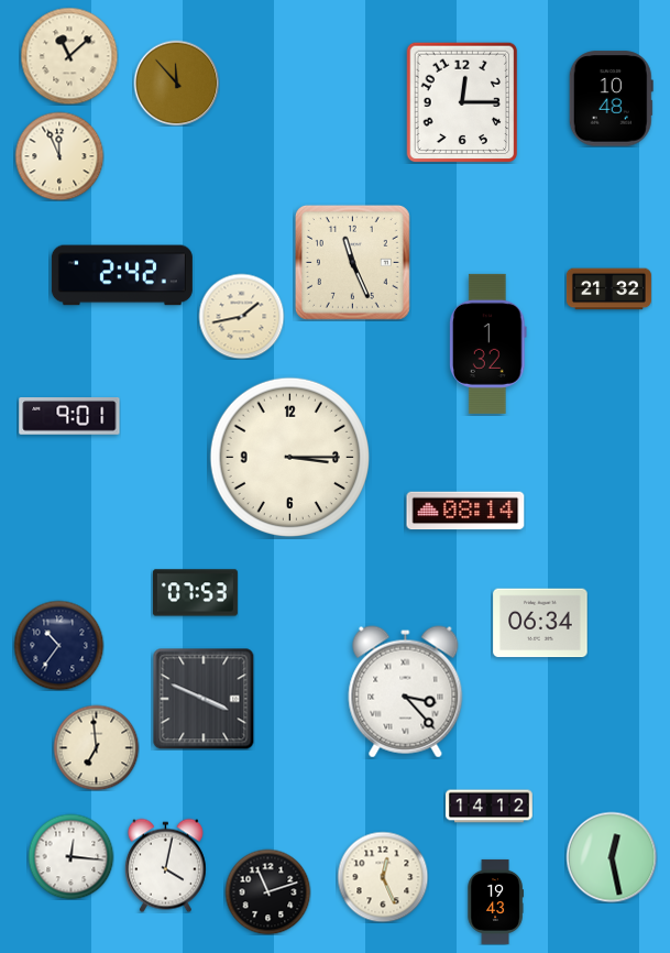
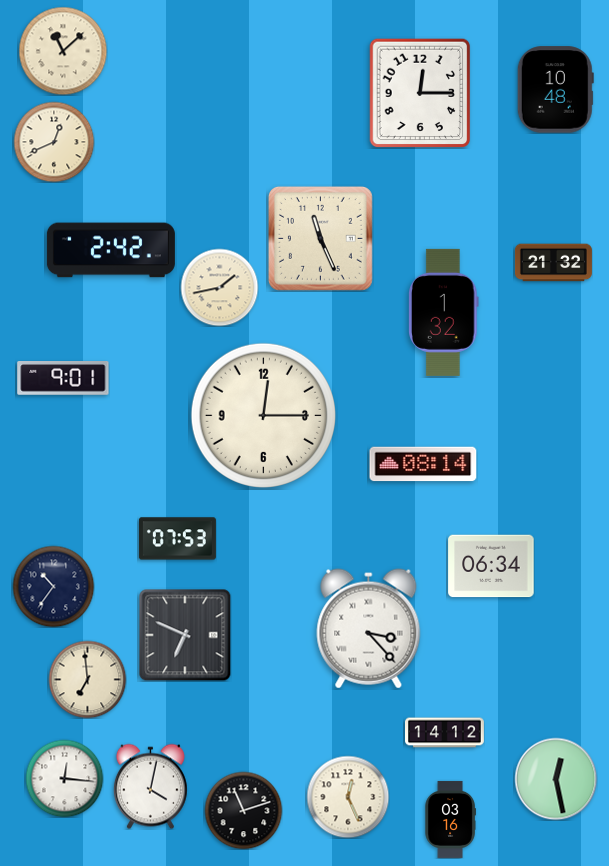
clock at (176, 83): 11:53 -> none
clock at (59, 156): 11:56 -> 12:41
clock at (289, 457): 3:15 -> 12:15
clock at (204, 699): 3:49 -> 6:49
clock at (495, 901): 19:43 -> 03:16
